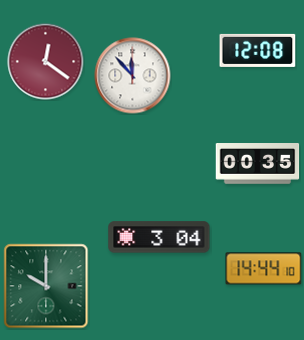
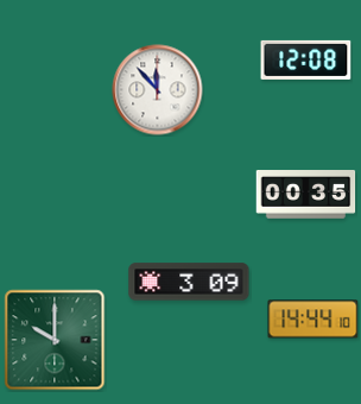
clock at (46, 62): 12:21 -> none
clock at (159, 237): 3:04 -> 3:09
